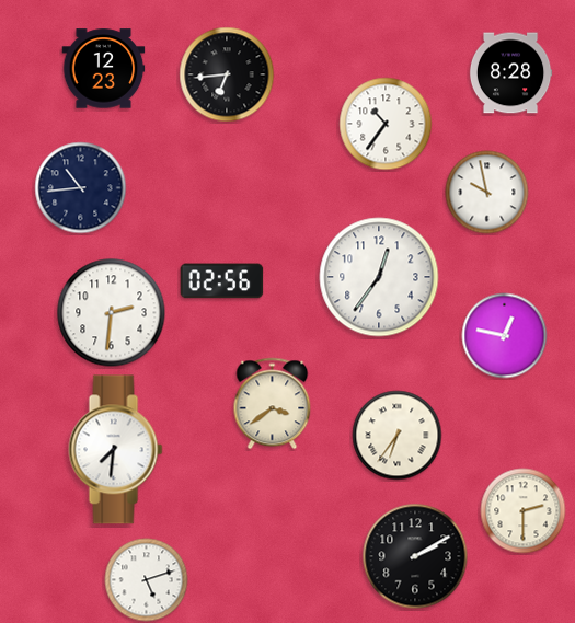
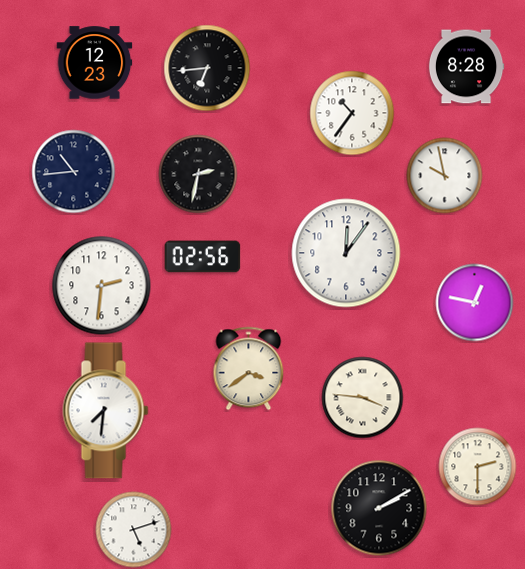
clock at (198, 174): none -> 2:32
clock at (379, 277): 12:36 -> 12:06
clock at (505, 336) position: (505, 336) -> (475, 303)
clock at (398, 436): 6:36 -> 3:46
